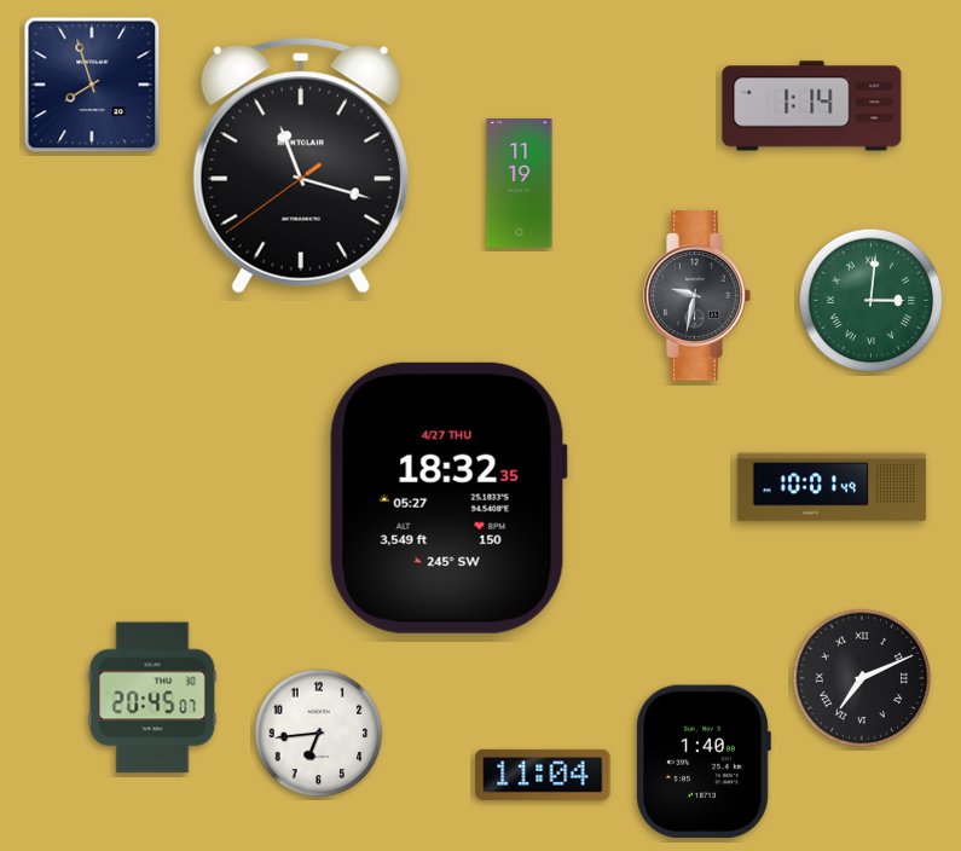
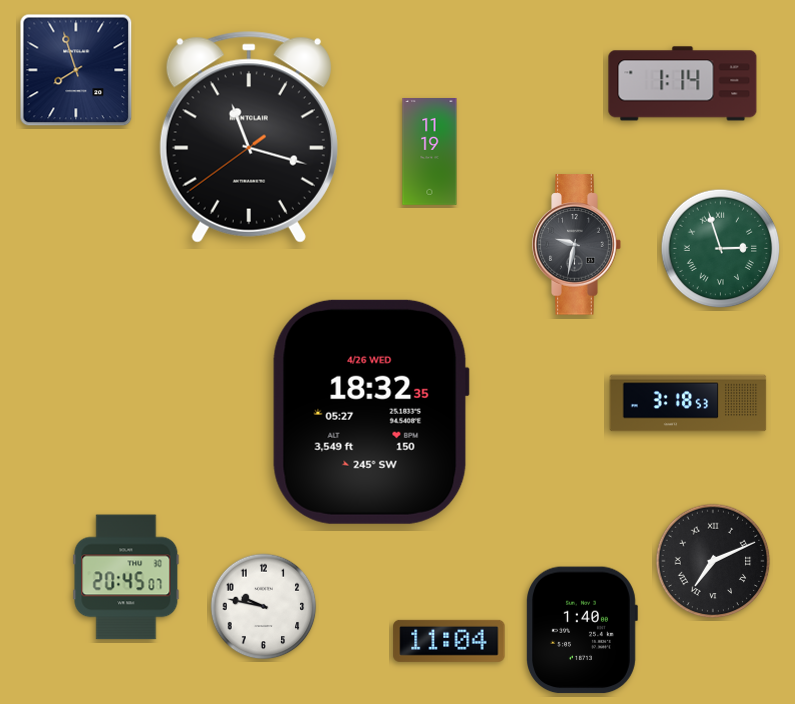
clock at (812, 106) position: (812, 106) -> (683, 84)
clock at (872, 301): 3:01 -> 2:57
clock at (832, 487): 10:01 -> 3:18
clock at (448, 498) date: 4/27 THU -> 4/26 WED
clock at (319, 734): 6:44 -> 9:47
